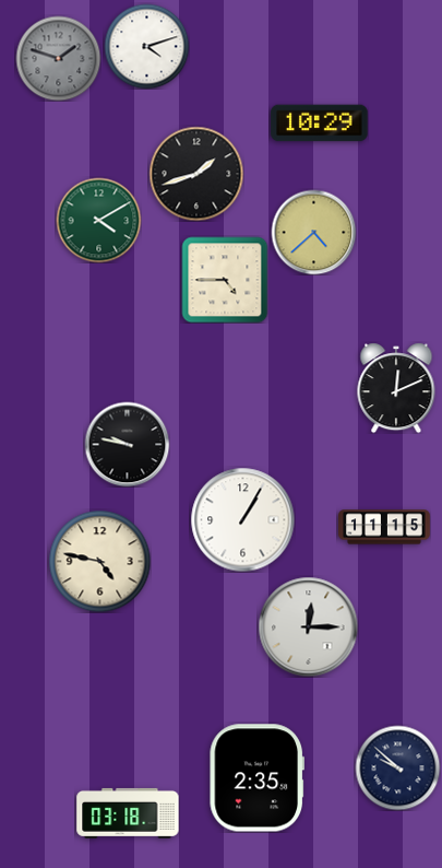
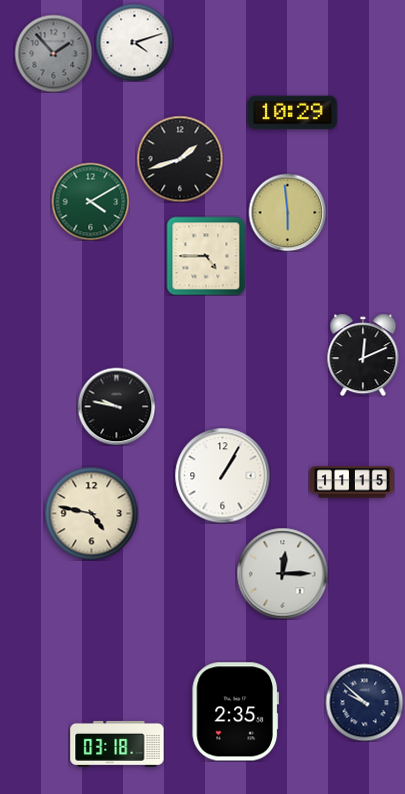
clock at (58, 58): 1:48 -> 1:53
clock at (313, 232): 4:38 -> 5:59
